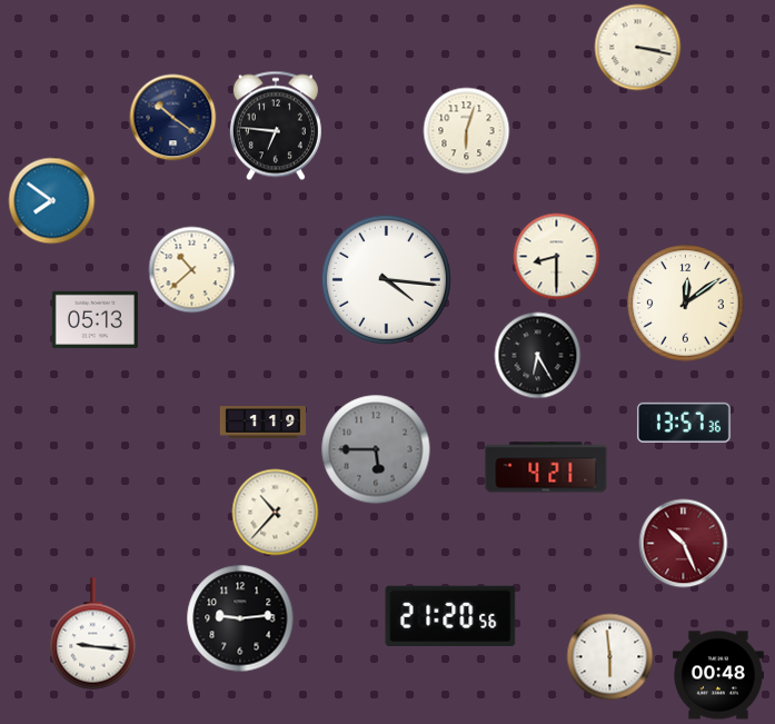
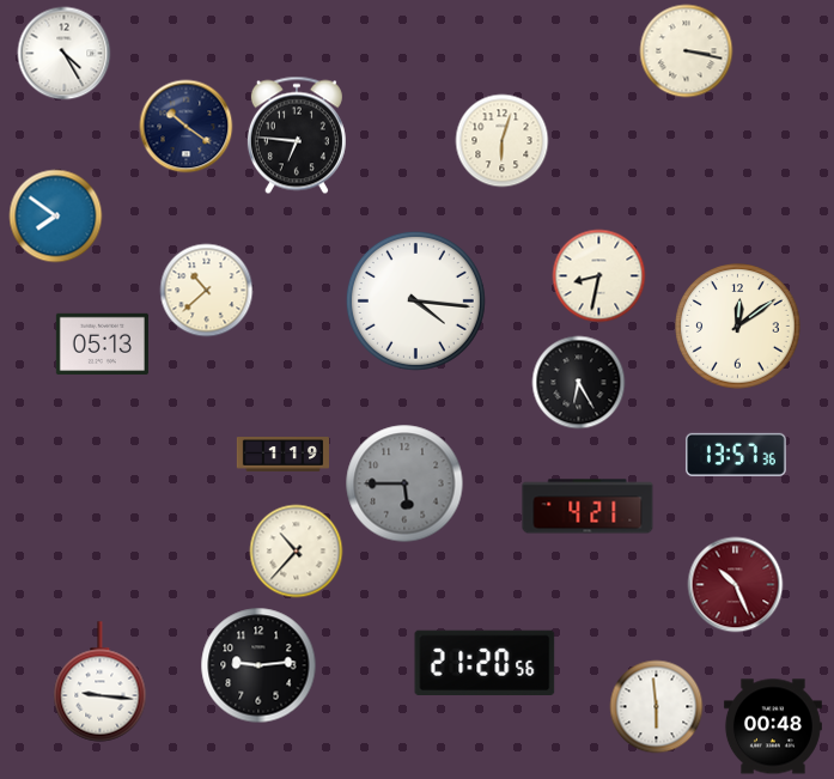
clock at (63, 53): none -> 4:25
clock at (556, 256): 8:30 -> 8:32
clock at (546, 467) position: (546, 467) -> (588, 506)
